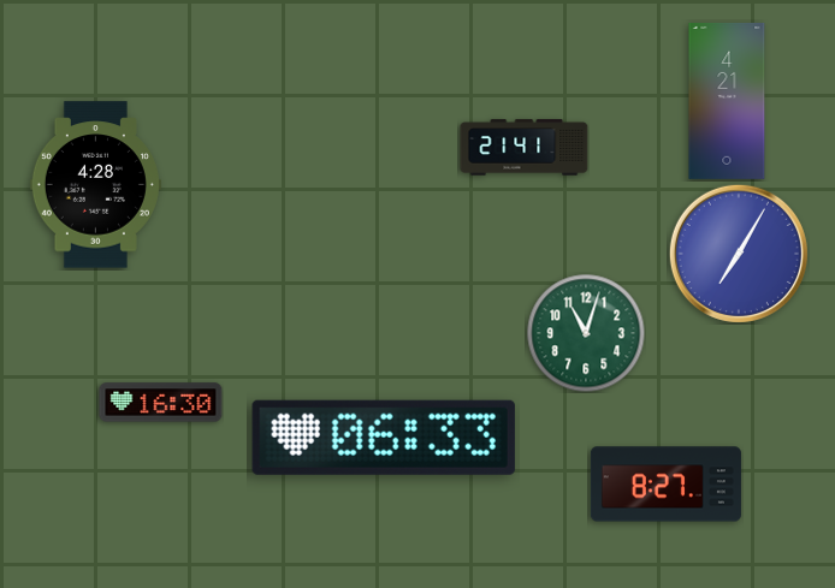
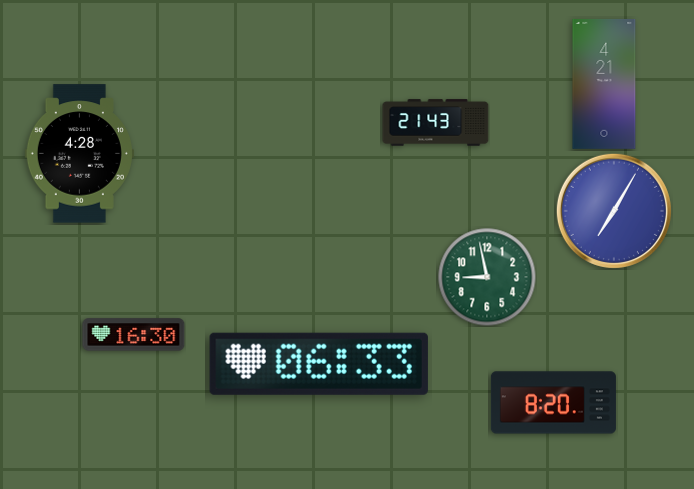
clock at (525, 148): 21:41 -> 21:43
clock at (586, 333): 11:03 -> 8:58
clock at (665, 485): 8:27 -> 8:20
